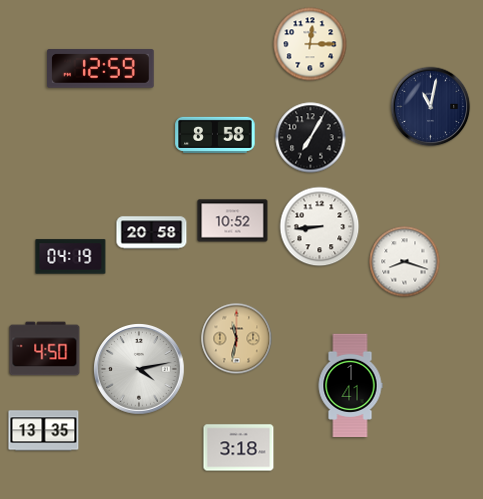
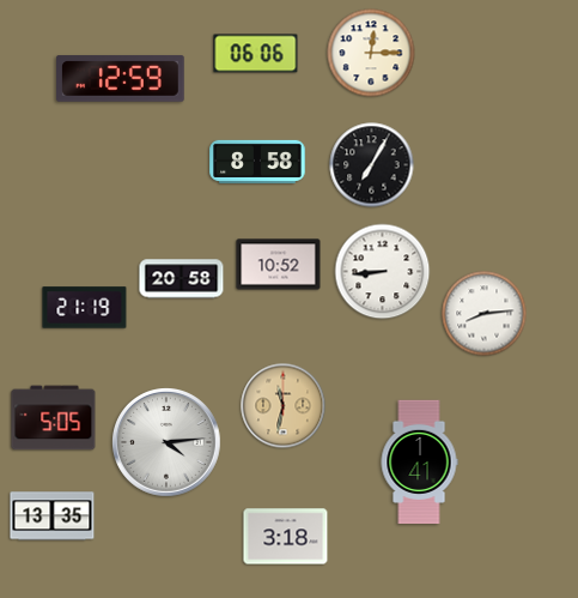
clock at (256, 54): none -> 06:06
clock at (101, 69) position: (101, 69) -> (121, 79)
clock at (431, 107): 11:02 -> none
clock at (71, 257): 04:19 -> 21:19
clock at (405, 262): 8:18 -> 8:14
clock at (45, 349): 4:50 -> 5:05
clock at (139, 369): 4:13 -> 4:14
